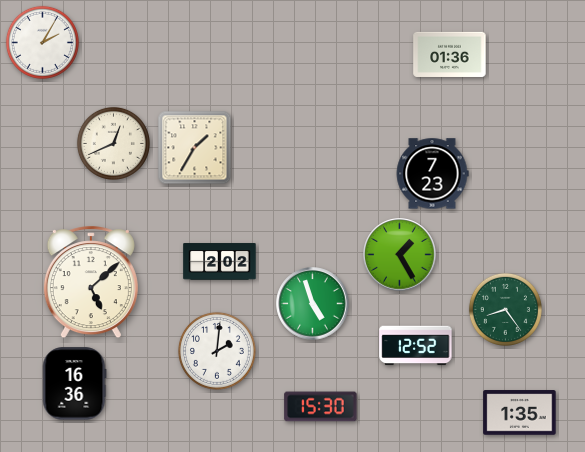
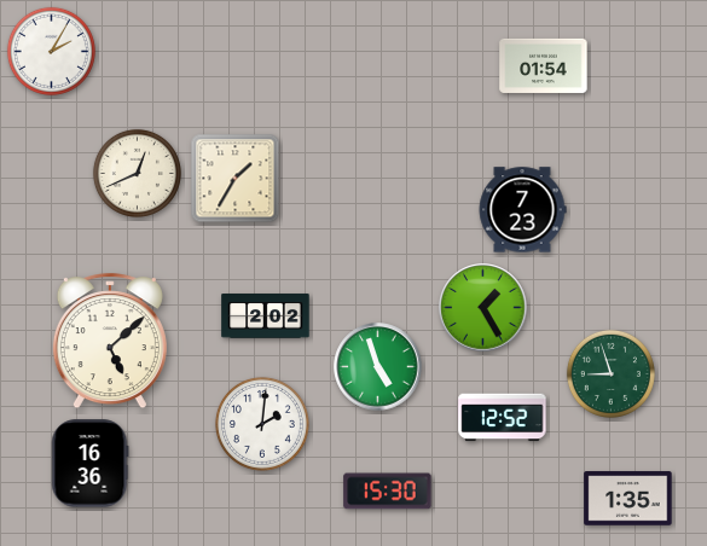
clock at (450, 54): 01:36 -> 01:54
clock at (505, 309): 8:24 -> 8:57
